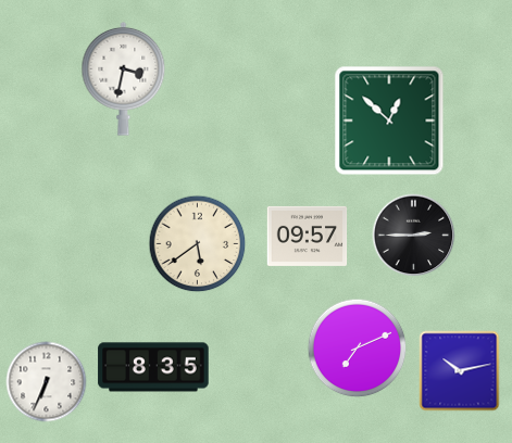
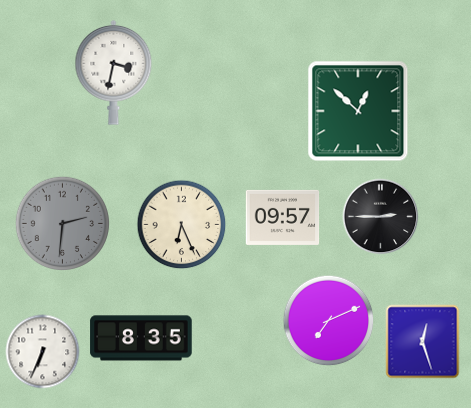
clock at (62, 223): none -> 2:31
clock at (198, 244): 5:39 -> 6:26
clock at (460, 371): 10:13 -> 12:27
